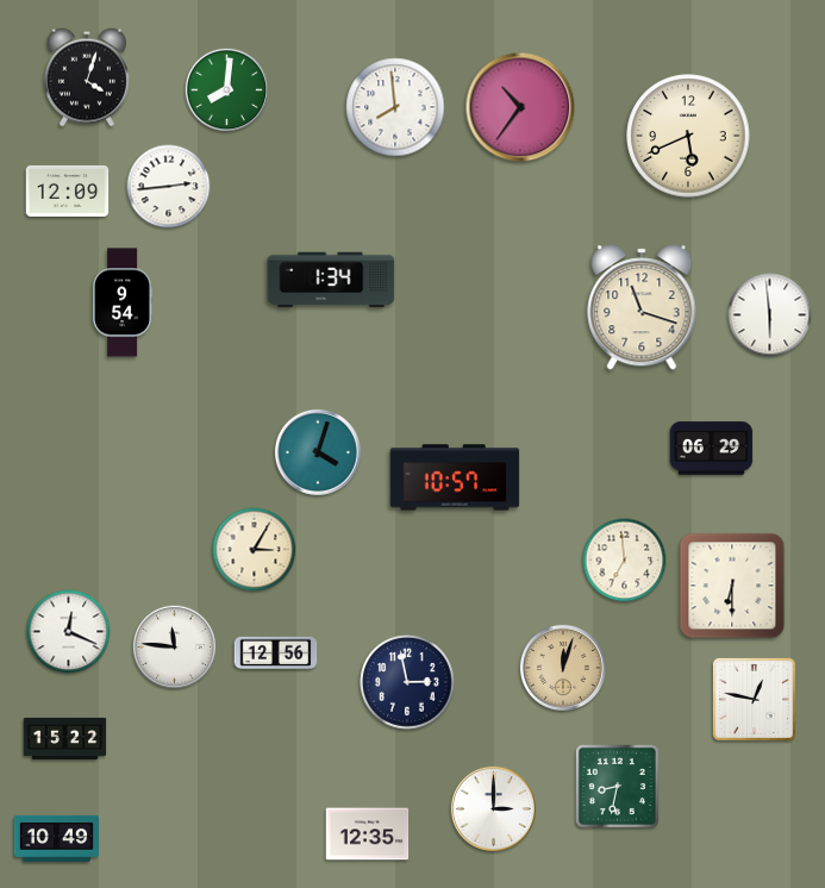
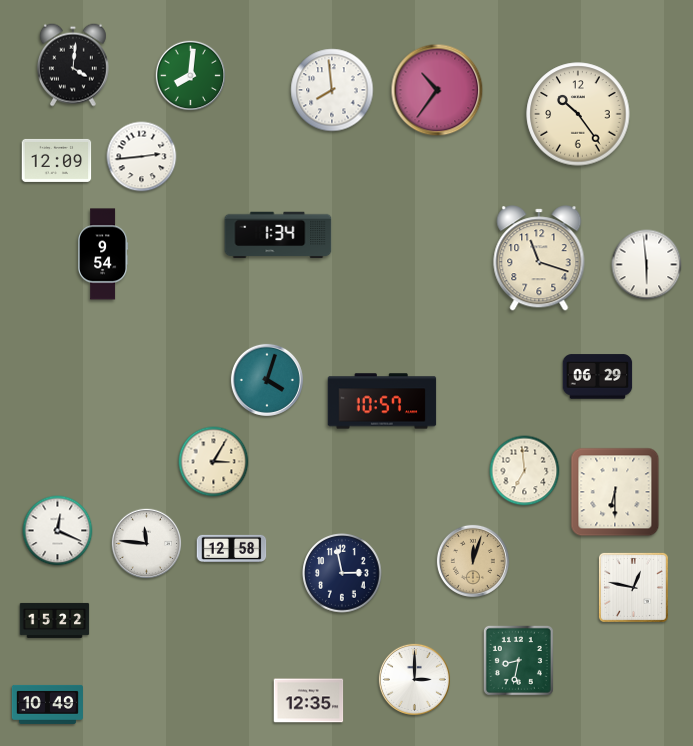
clock at (87, 77): 4:03 -> 4:01
clock at (688, 136): 5:41 -> 10:24
clock at (276, 652): 12:56 -> 12:58
